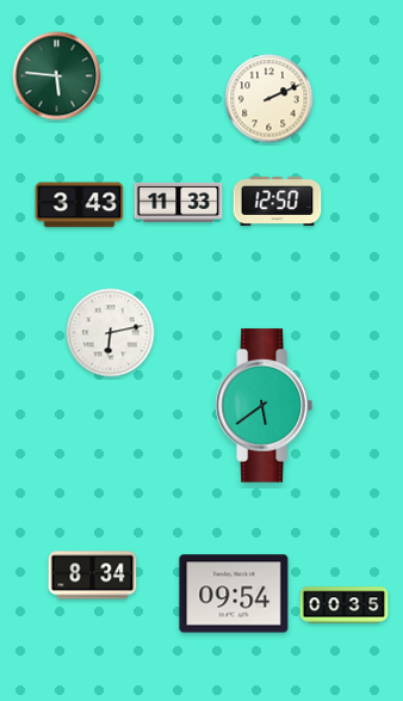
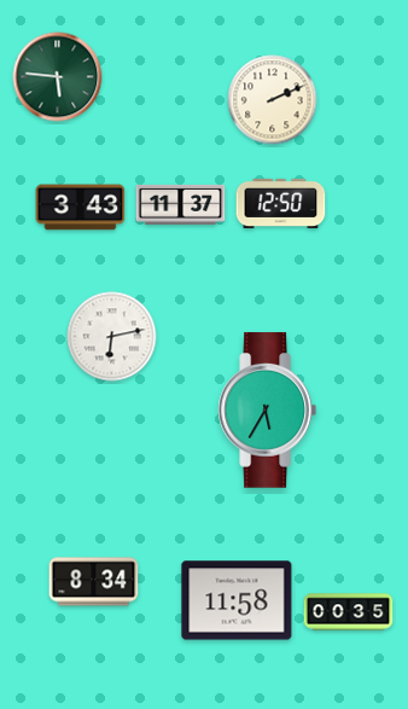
clock at (179, 202): 11:33 -> 11:37
clock at (263, 406): 5:39 -> 5:35
clock at (234, 594): 09:54 -> 11:58
